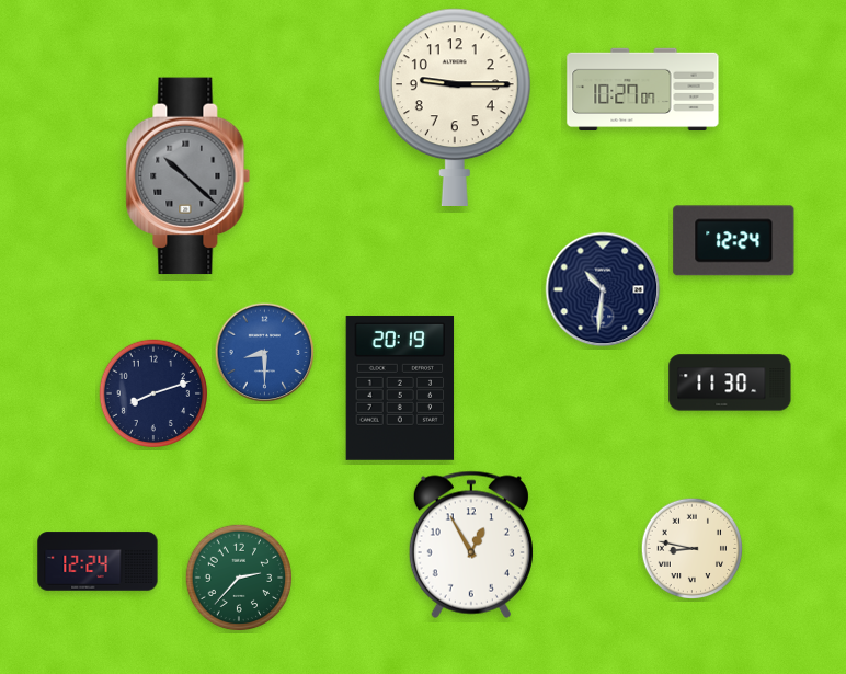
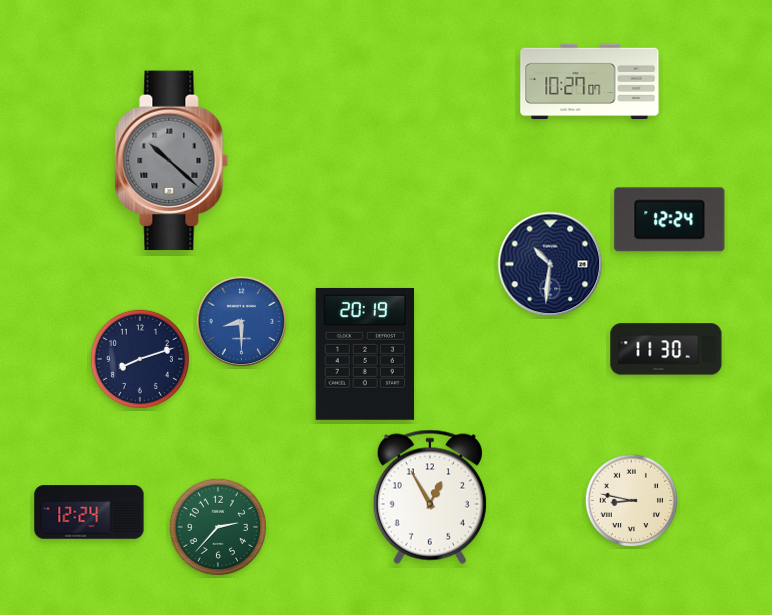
clock at (643, 90) position: (643, 90) -> (590, 82)
clock at (455, 106): 9:15 -> none
